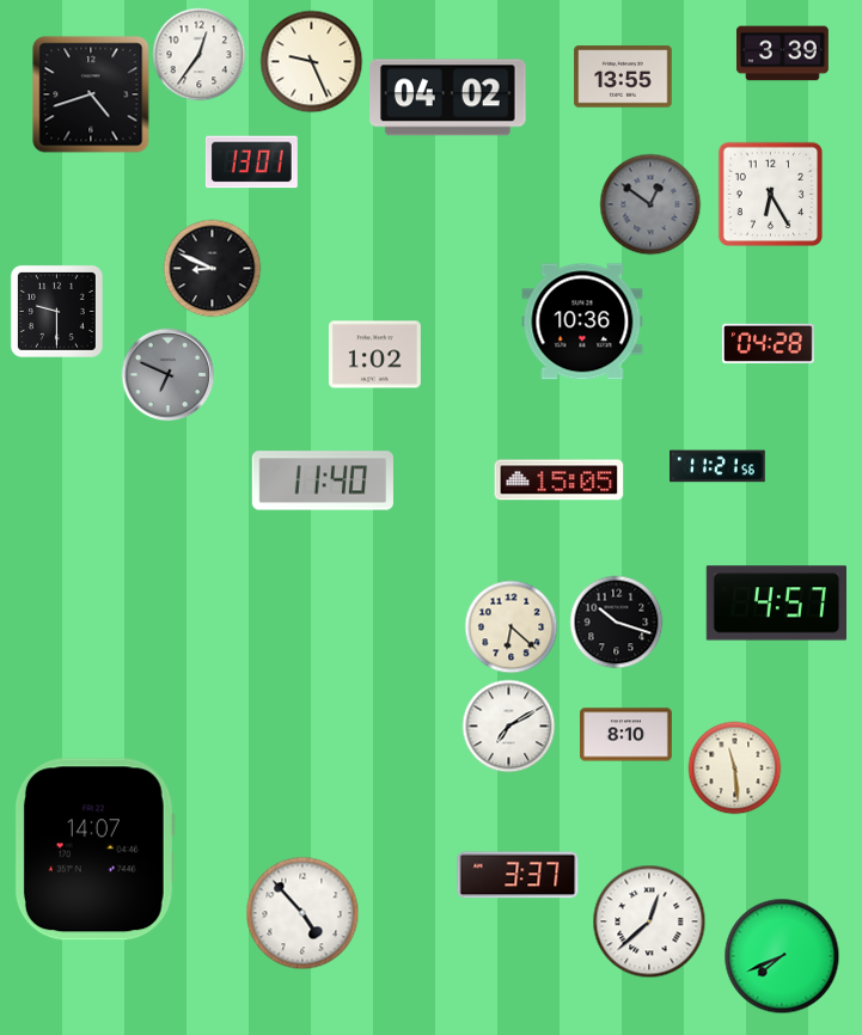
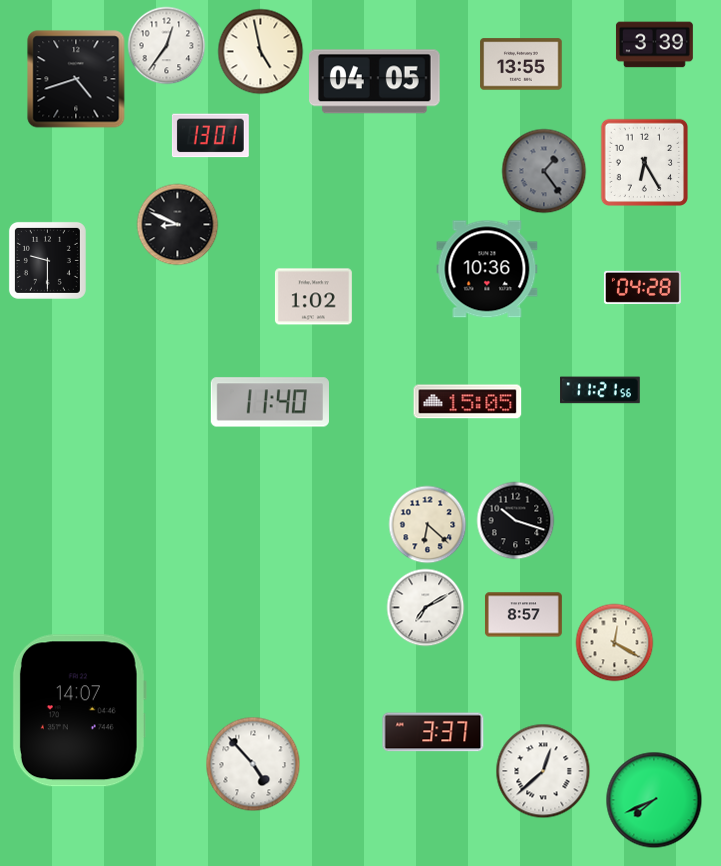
clock at (311, 61): 9:26 -> 4:58
clock at (448, 98): 04:02 -> 04:05
clock at (650, 204): 12:51 -> 1:24
clock at (167, 374): 6:49 -> none
clock at (776, 604): 4:57 -> none
clock at (625, 735): 8:10 -> 8:57
clock at (734, 767): 11:29 -> 12:20
